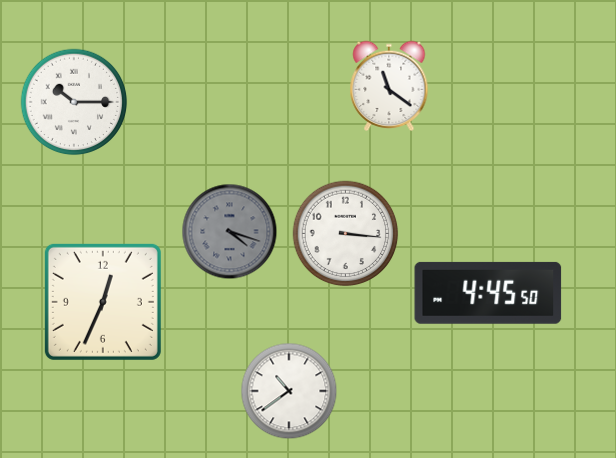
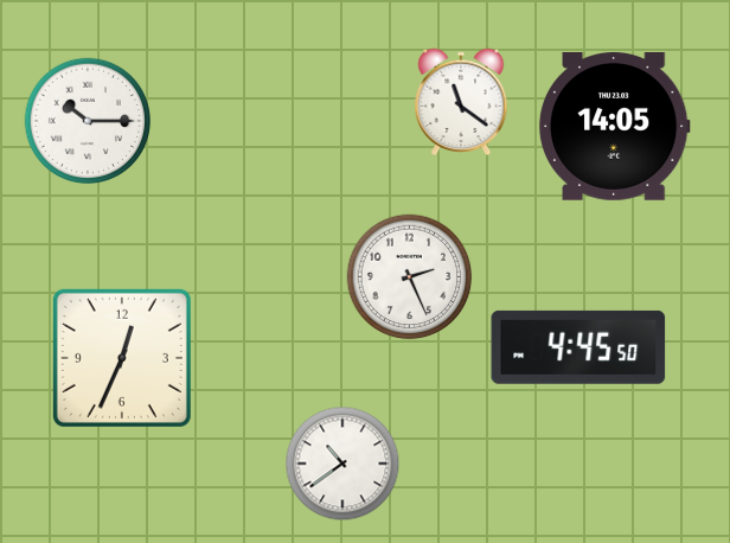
clock at (614, 127): none -> 14:05
clock at (230, 232): 4:18 -> none
clock at (346, 234): 3:16 -> 2:26
